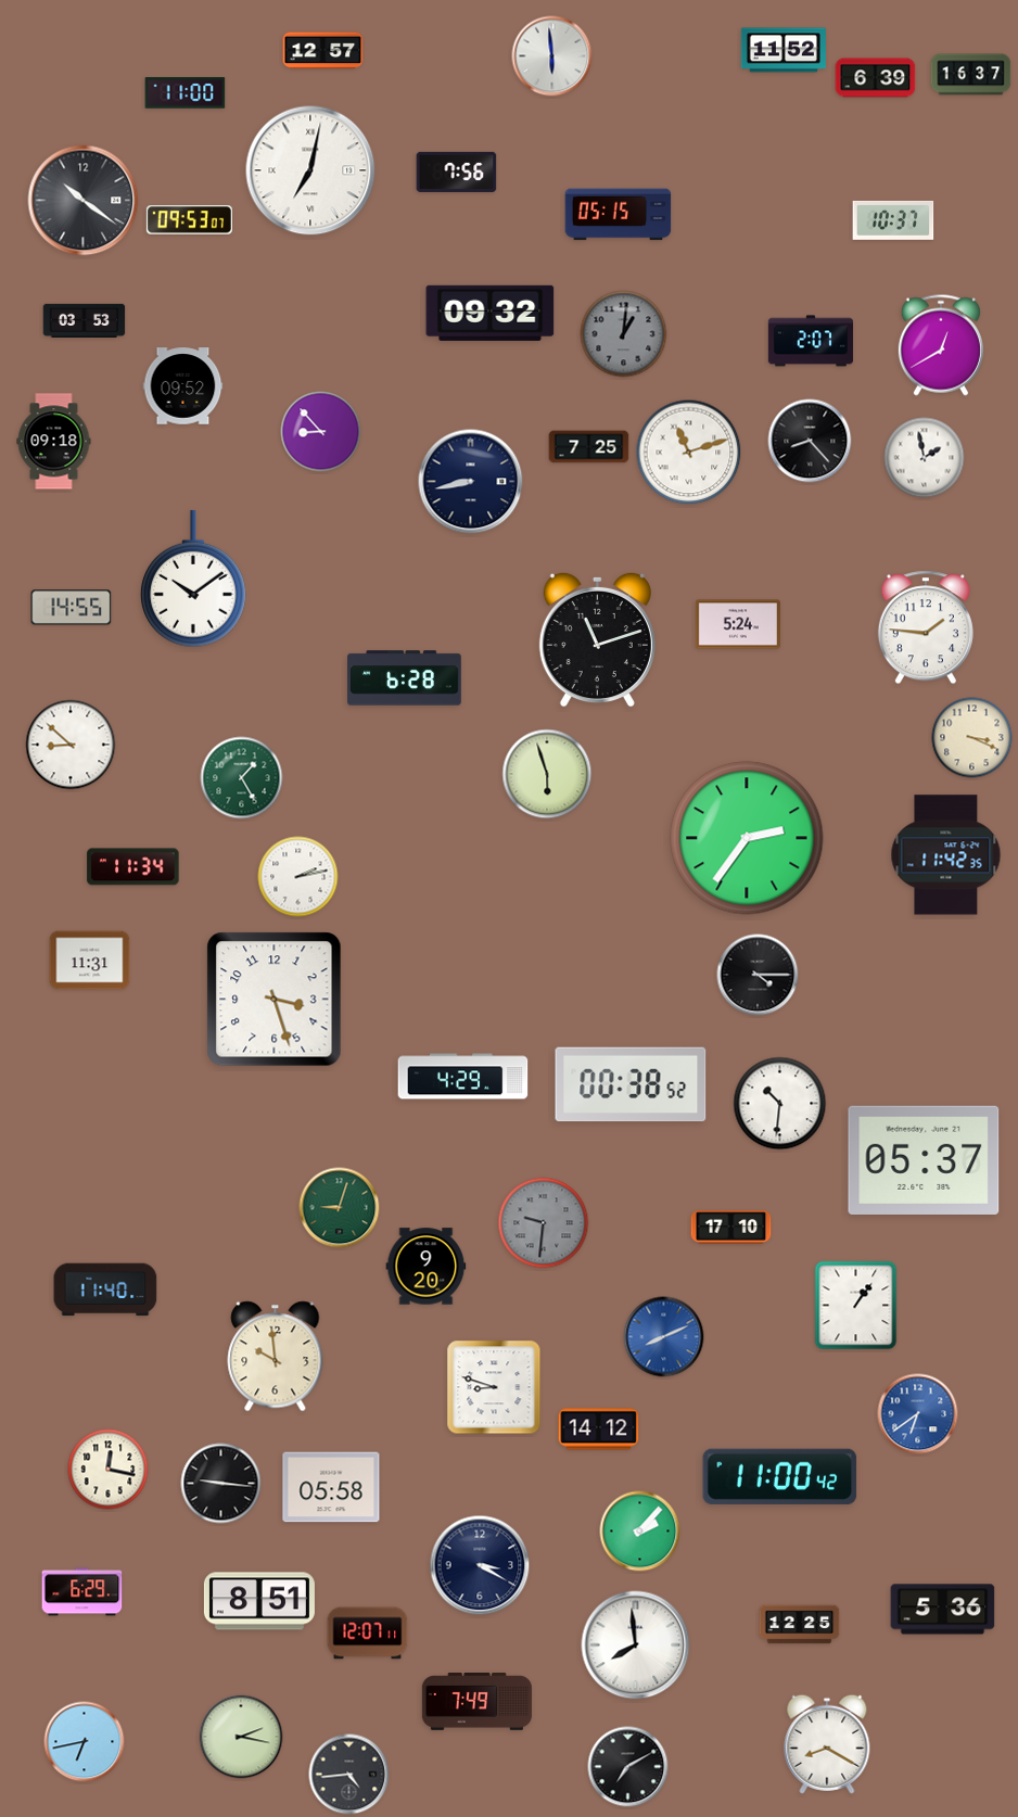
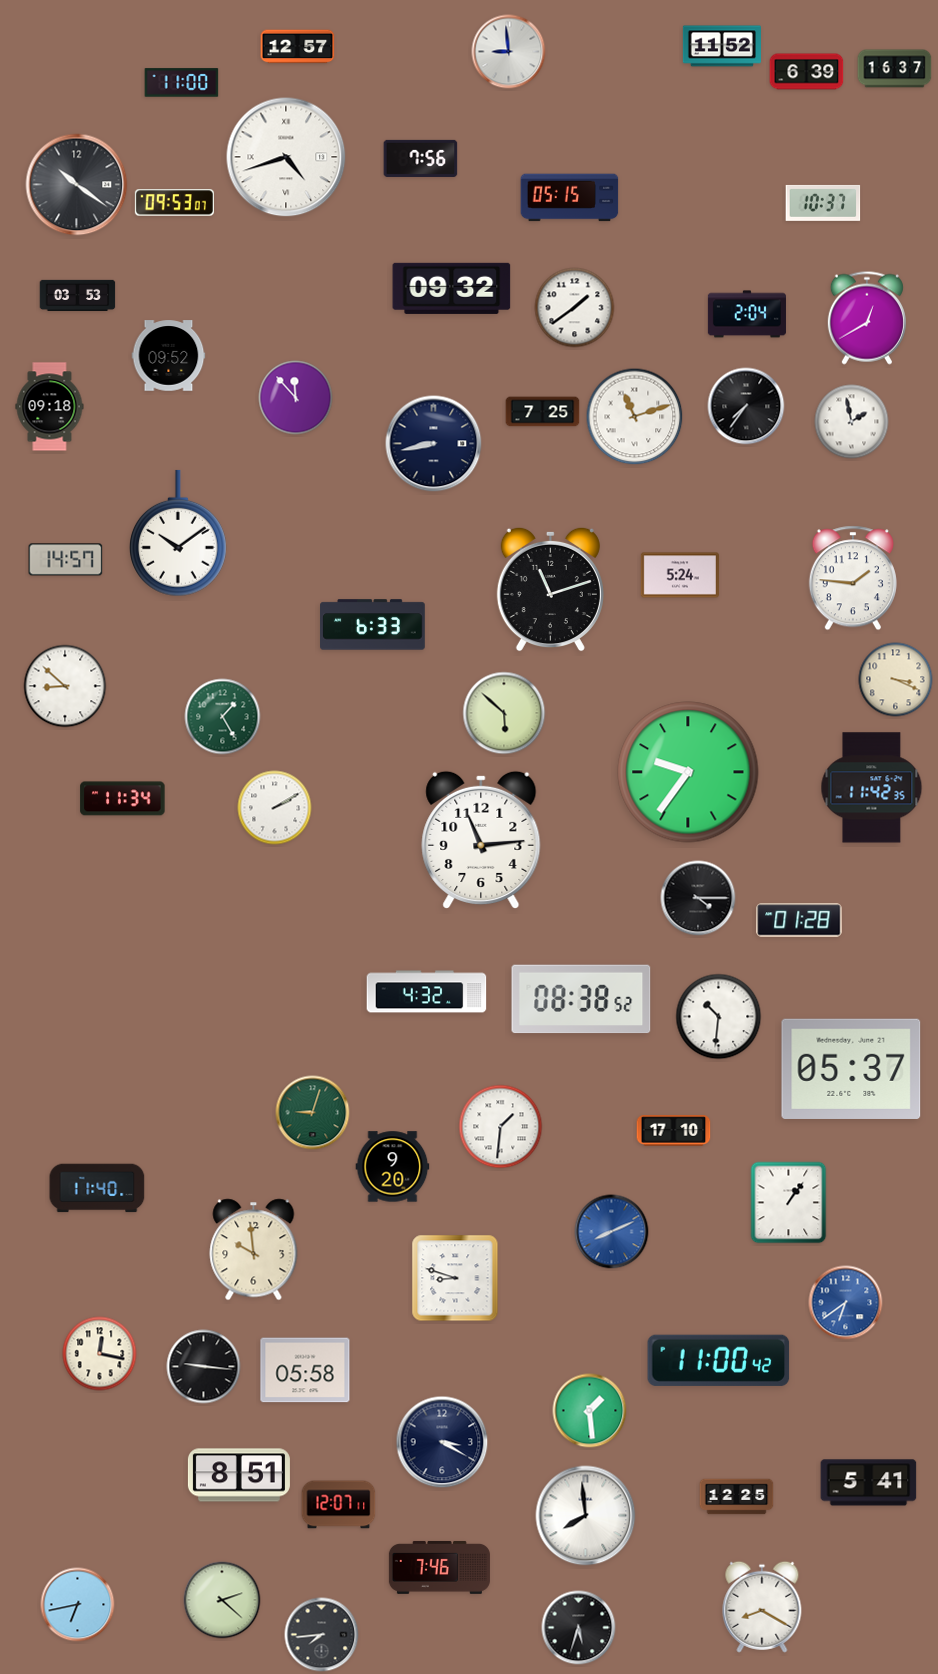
clock at (552, 56): 5:59 -> 8:59
clock at (186, 93) position: (186, 93) -> (182, 83)
clock at (310, 170): 7:02 -> 4:42
clock at (624, 334): 1:01 -> 1:39
clock at (624, 334) dial: grey -> white
clock at (811, 341): 2:07 -> 2:04
clock at (321, 432): 8:53 -> 11:53
clock at (810, 441): 8:23 -> 7:36
clock at (72, 608): 14:55 -> 14:57
clock at (405, 678): 6:28 -> 6:33
clock at (547, 774): 5:57 -> 5:52
clock at (747, 838): 2:36 -> 9:36
clock at (298, 877): 2:13 -> 2:10
clock at (481, 839): none -> 11:14
clock at (90, 961): 11:31 -> none
clock at (799, 920): none -> 01:28
clock at (275, 1000): 3:27 -> none
clock at (463, 1077): 4:29 -> 4:32
clock at (631, 1084): 00:38 -> 08:38
clock at (544, 1223): 9:31 -> 1:31
clock at (544, 1223) dial: grey -> white
clock at (599, 1430): 14:12 -> none
clock at (640, 1532): 2:07 -> 1:29
clock at (82, 1592): 6:29 -> none
clock at (943, 1610): 5:36 -> 5:41
clock at (476, 1701): 7:49 -> 7:46
clock at (241, 1737): 2:17 -> 2:22
clock at (628, 1767): 7:10 -> 5:33
clock at (349, 1775): 4:44 -> 7:44
